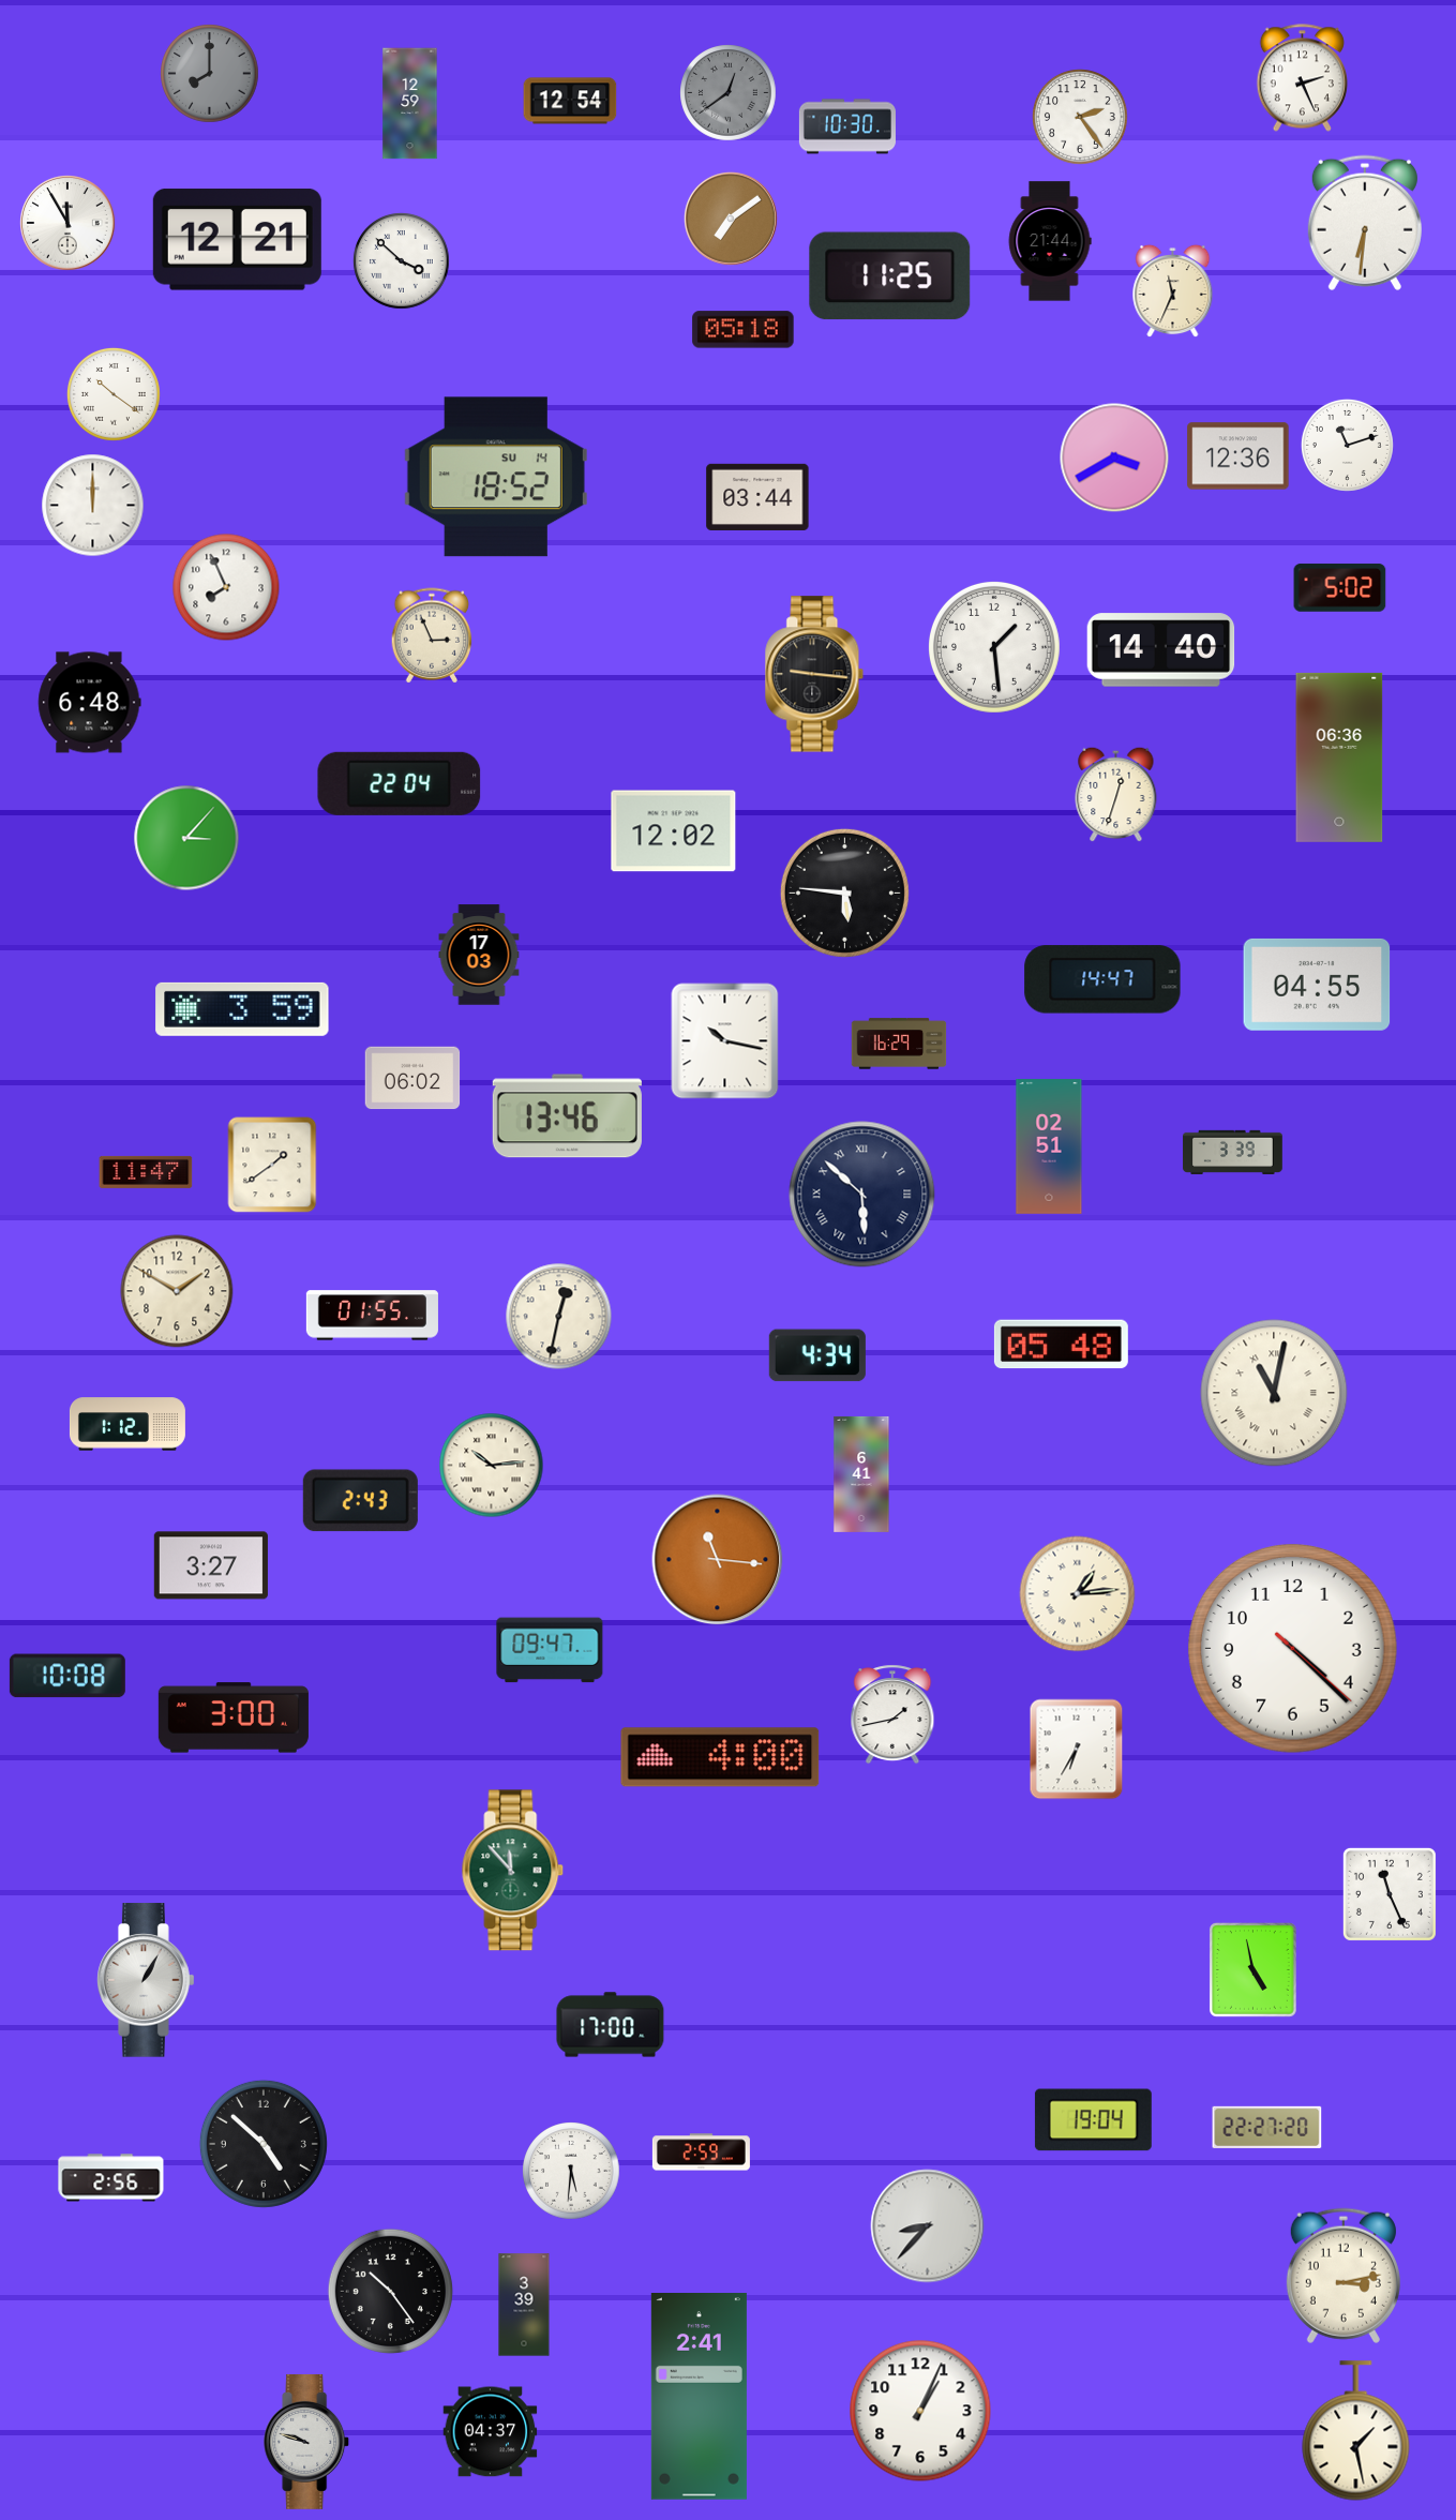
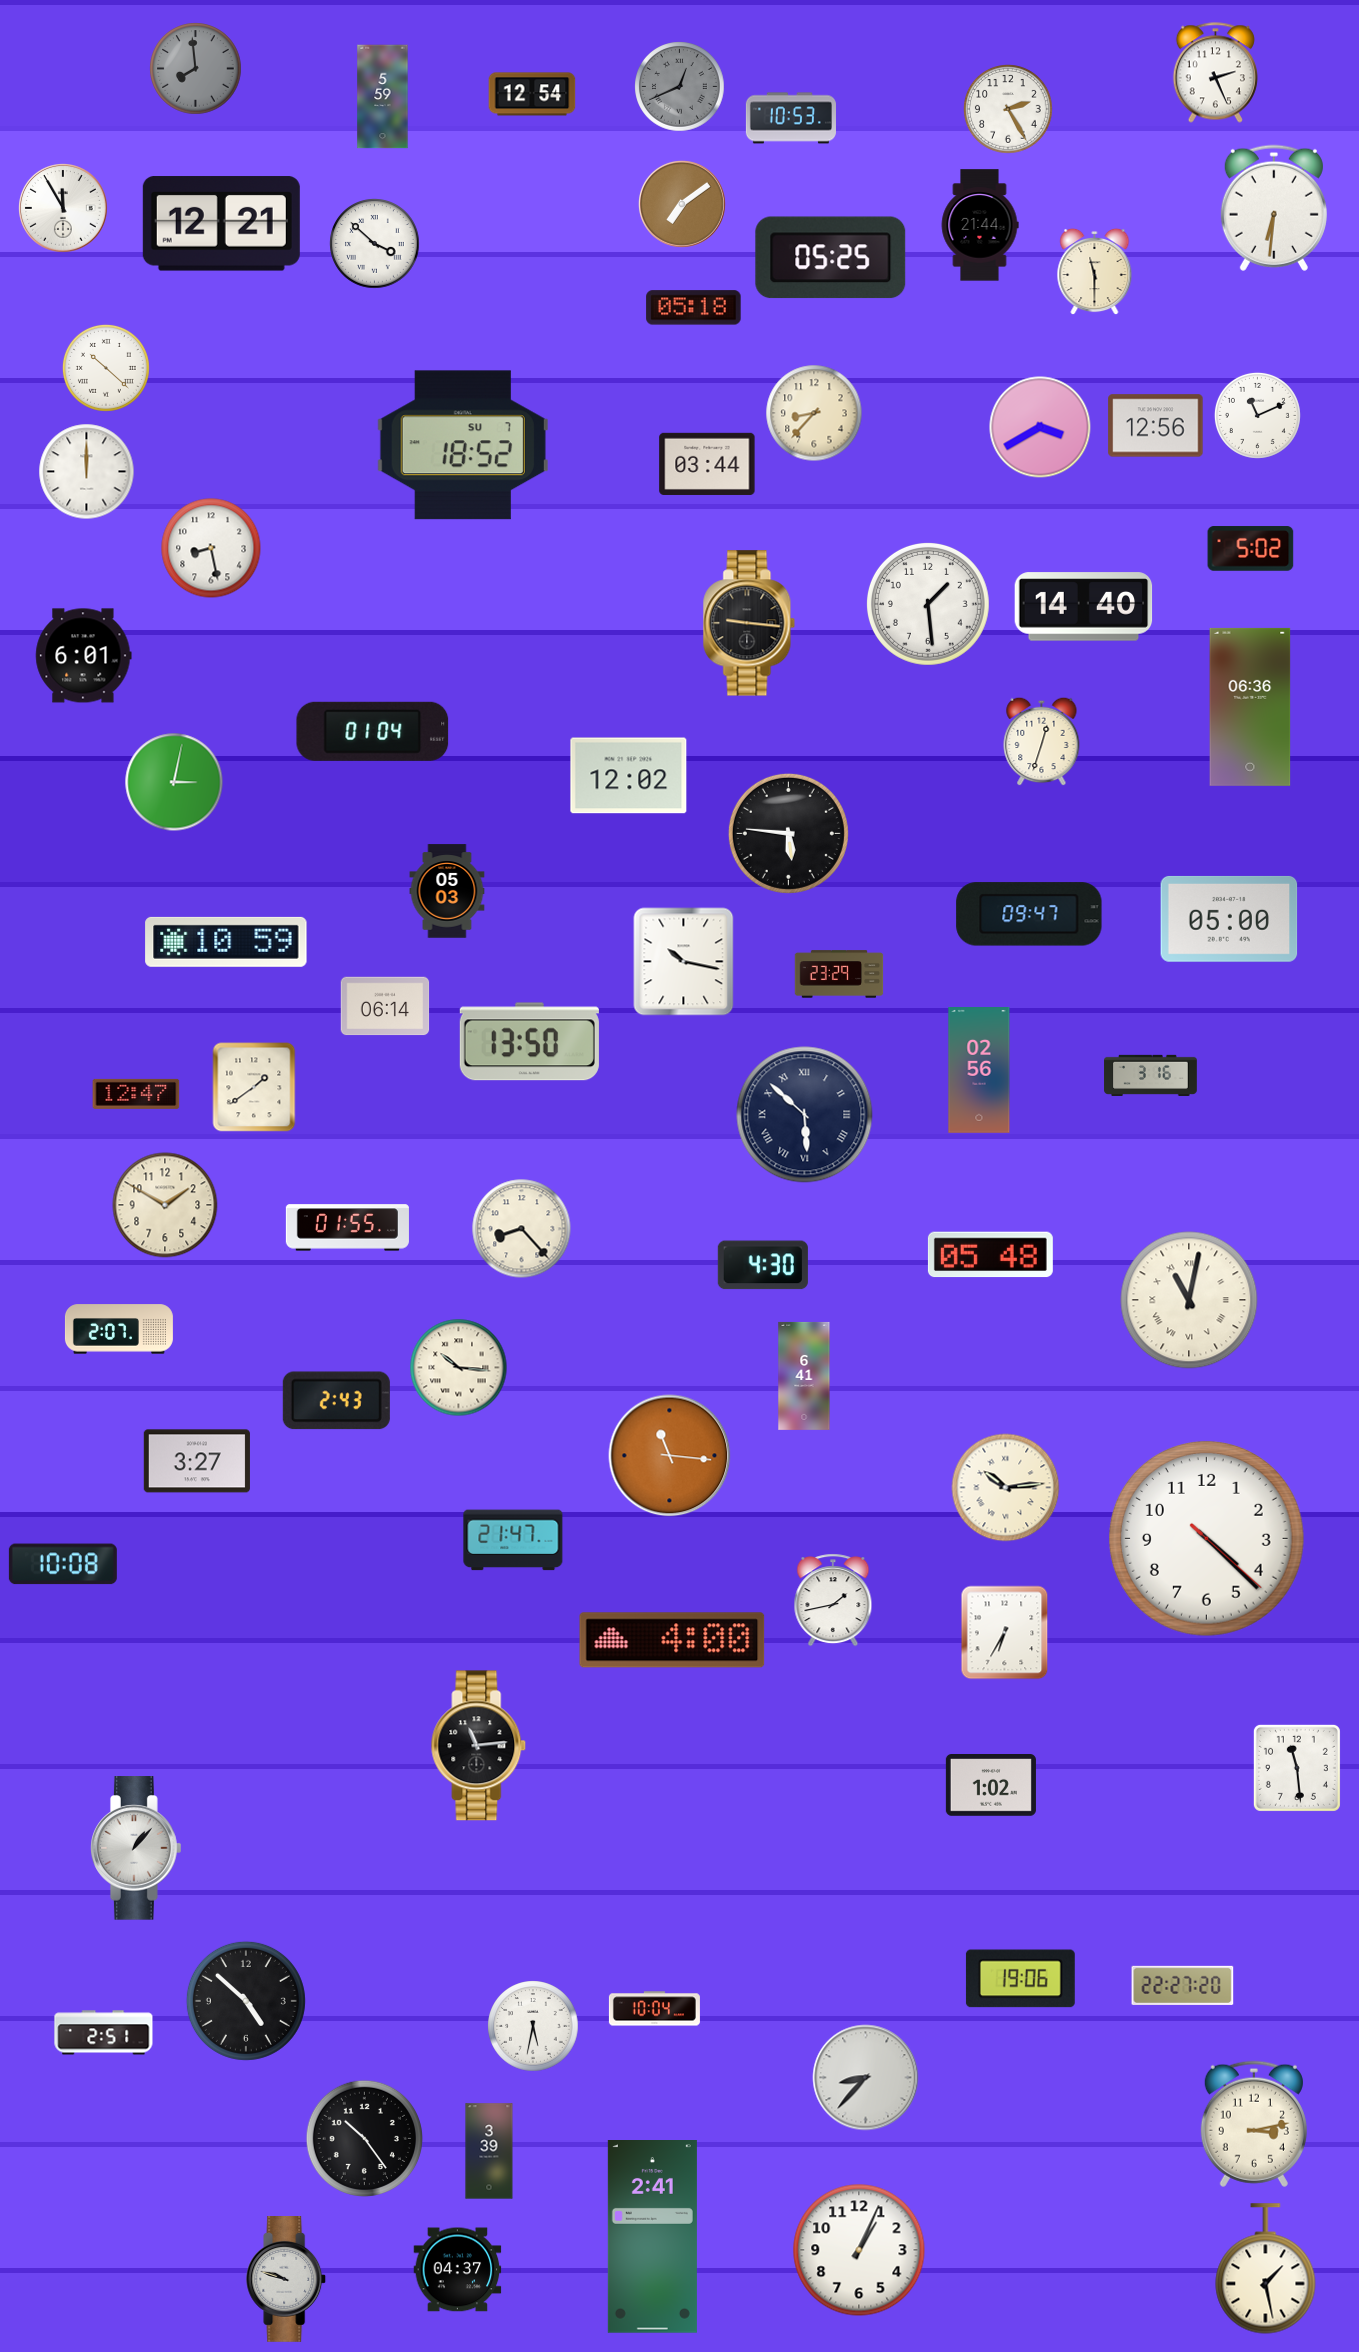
clock at (210, 74): 8:00 -> 7:59
clock at (729, 93): 12:39 -> 12:41
clock at (410, 104): 12:59 -> 5:59
clock at (1081, 118): 2:24 -> 2:25
clock at (847, 126): 10:30 -> 10:53
clock at (890, 276): 11:25 -> 05:25
clock at (1173, 291): 11:34 -> 11:30
clock at (114, 394): 10:21 -> 10:22
clock at (814, 413): none -> 8:37
clock at (1347, 445): 11:12 -> 11:11
clock at (1239, 456): 12:36 -> 12:56
clock at (496, 477) date: SU 14 -> SU 7
clock at (226, 587): 7:56 -> 8:28
clock at (432, 635): 2:56 -> none
clock at (814, 674) position: (814, 674) -> (749, 623)
clock at (90, 703): 6:48 -> 6:01
clock at (400, 783): 22:04 -> 01:04
clock at (186, 838): 3:07 -> 3:02
clock at (479, 955): 17:03 -> 05:03
clock at (1102, 979): 14:47 -> 09:47
clock at (1317, 985): 04:55 -> 05:00
clock at (242, 1009): 3:59 -> 10:59
clock at (725, 1041) position: (725, 1041) -> (684, 962)
clock at (899, 1044): 16:29 -> 23:29
clock at (412, 1078): 06:02 -> 06:14
clock at (567, 1116): 13:46 -> 13:50
clock at (1049, 1147): 02:51 -> 02:56
clock at (1233, 1152): 3:39 -> 3:16
clock at (146, 1172): 11:47 -> 12:47
clock at (559, 1317): 12:32 -> 8:23
clock at (817, 1355): 4:34 -> 4:30
clock at (127, 1424): 1:12 -> 2:07
clock at (492, 1466): 10:14 -> 10:16
clock at (1078, 1594): 1:14 -> 10:14
clock at (550, 1650): 09:47 -> 21:47
clock at (234, 1717): 3:00 -> none
clock at (513, 1871): 11:53 -> 11:14
clock at (513, 1871) dial: green -> black
clock at (1390, 1894): 11:26 -> 11:29
clock at (991, 1785): none -> 1:02
clock at (1252, 1969): 4:58 -> none
clock at (147, 1980): 1:05 -> 1:07
clock at (611, 2025): 17:00 -> none
clock at (1093, 2120): 19:04 -> 19:06
clock at (701, 2152): 2:59 -> 10:04
clock at (571, 2171): 5:31 -> 5:32
clock at (111, 2178): 2:56 -> 2:51
